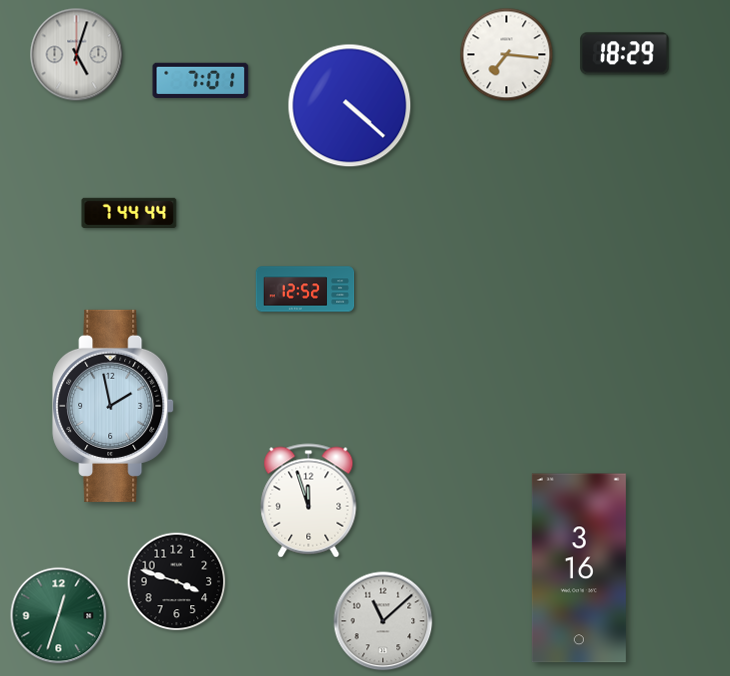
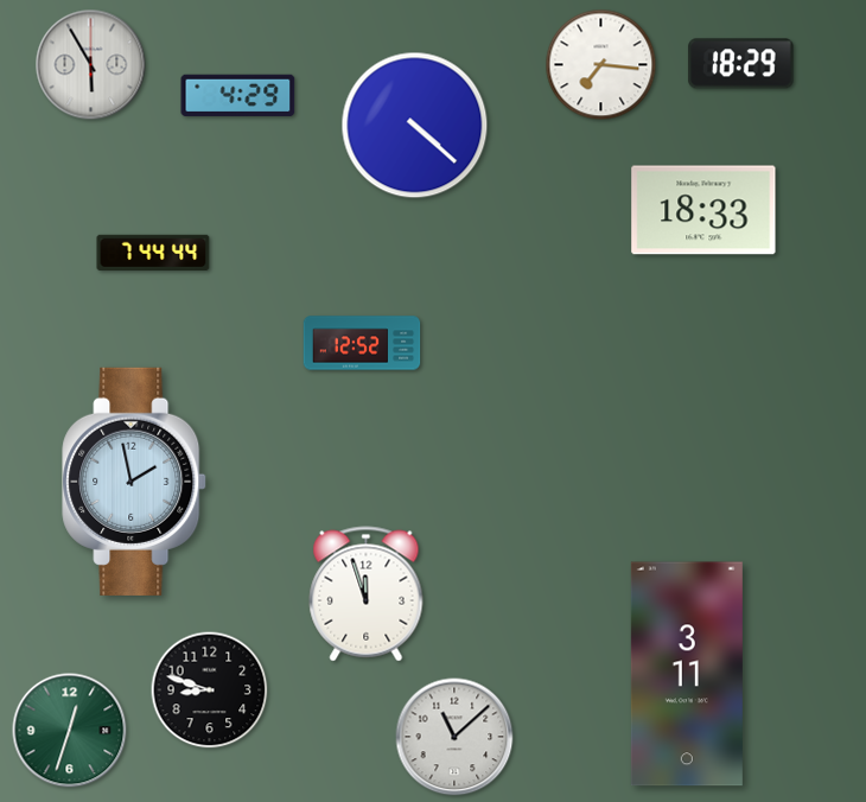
clock at (77, 55): 5:03 -> 5:55
clock at (201, 80): 7:01 -> 4:29
clock at (703, 210): none -> 18:33
clock at (579, 568): 3:16 -> 3:11
clock at (177, 582): 3:48 -> 8:48
